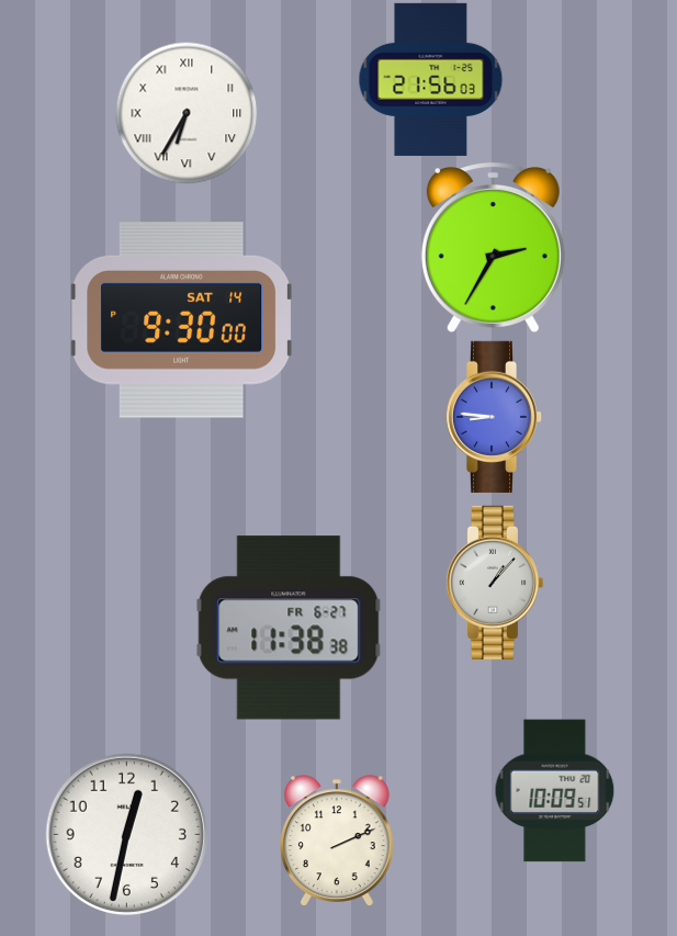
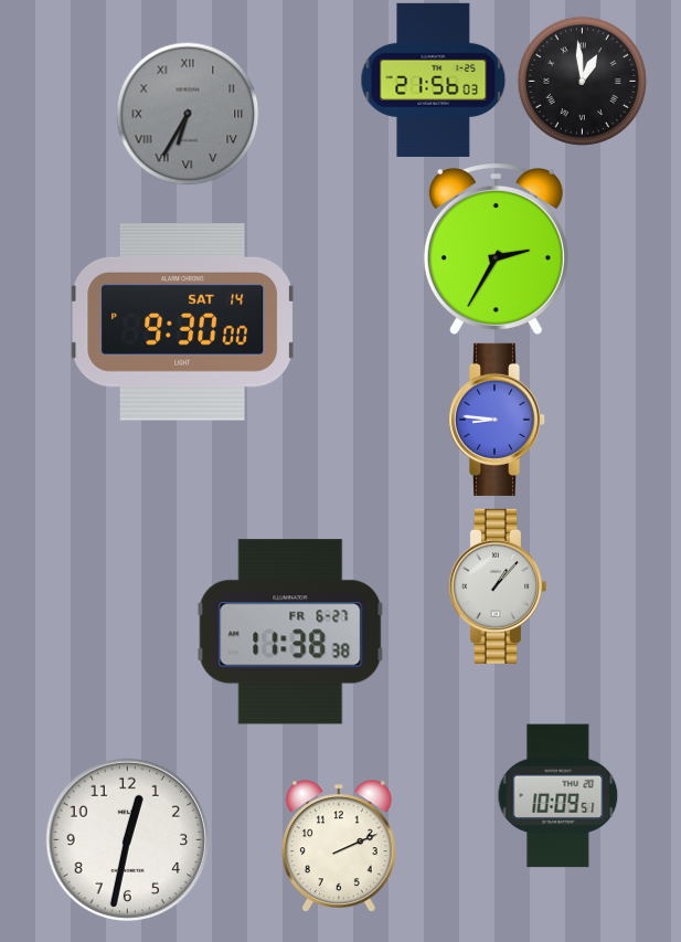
clock at (582, 81): none -> 12:59
clock at (187, 113) dial: white -> grey
